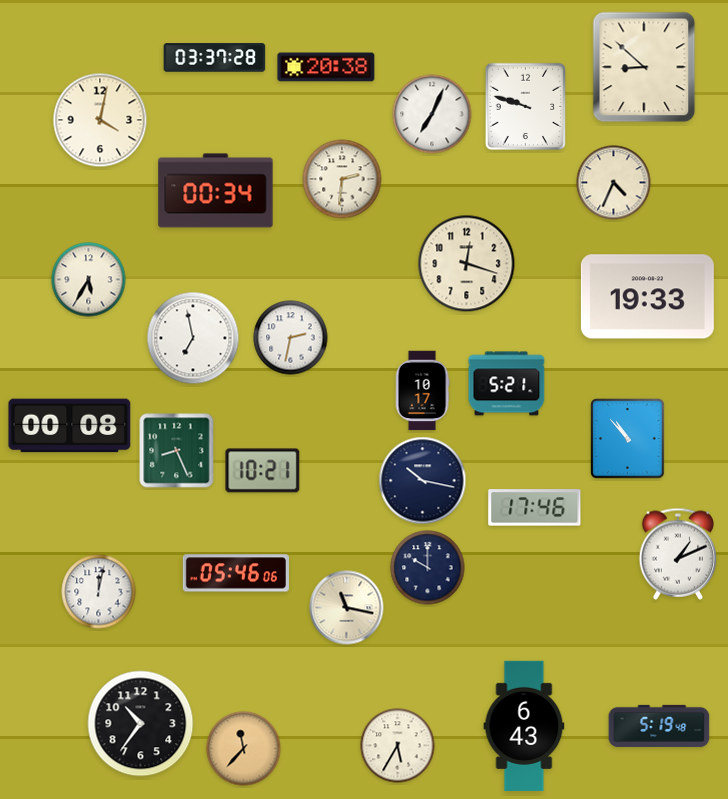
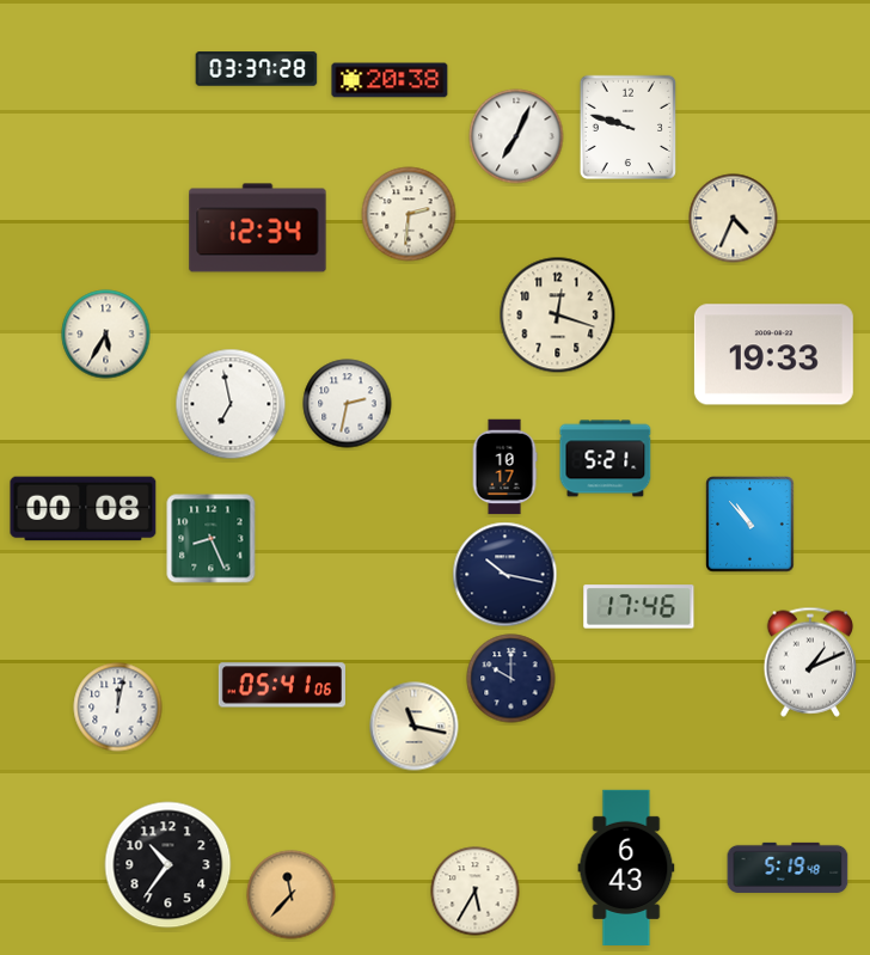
clock at (644, 67): 8:52 -> none
clock at (100, 120): 4:02 -> none
clock at (216, 191): 00:34 -> 12:34
clock at (263, 471): 10:21 -> none
clock at (236, 573): 05:46 -> 05:41
